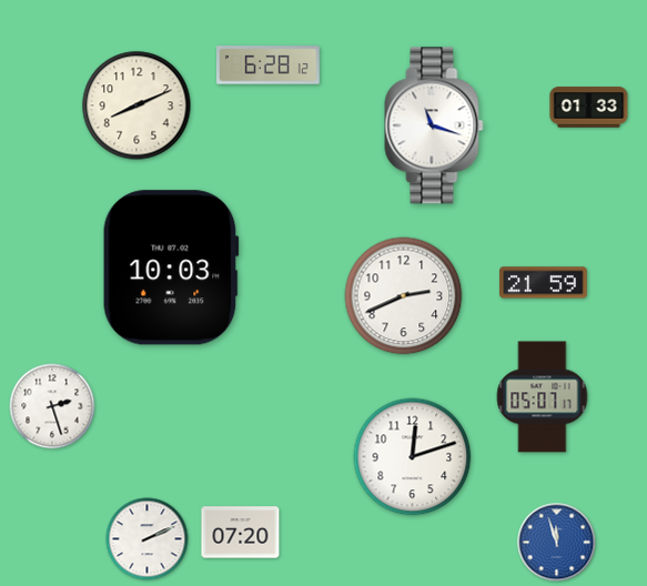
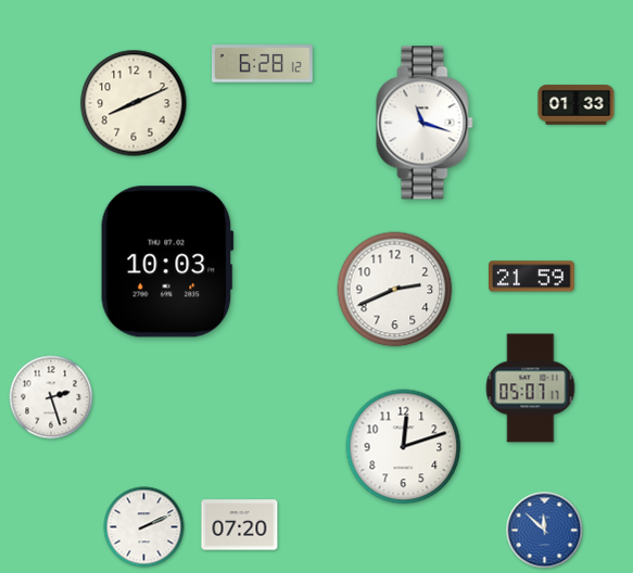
clock at (241, 533) position: (241, 533) -> (240, 525)
clock at (557, 543): 11:57 -> 11:52
